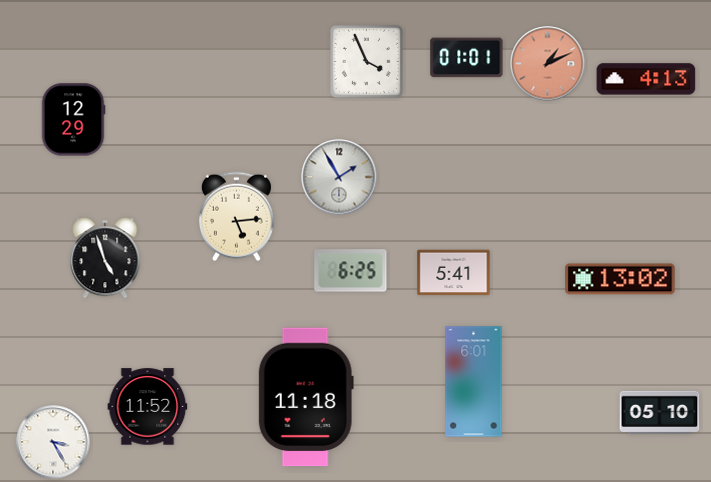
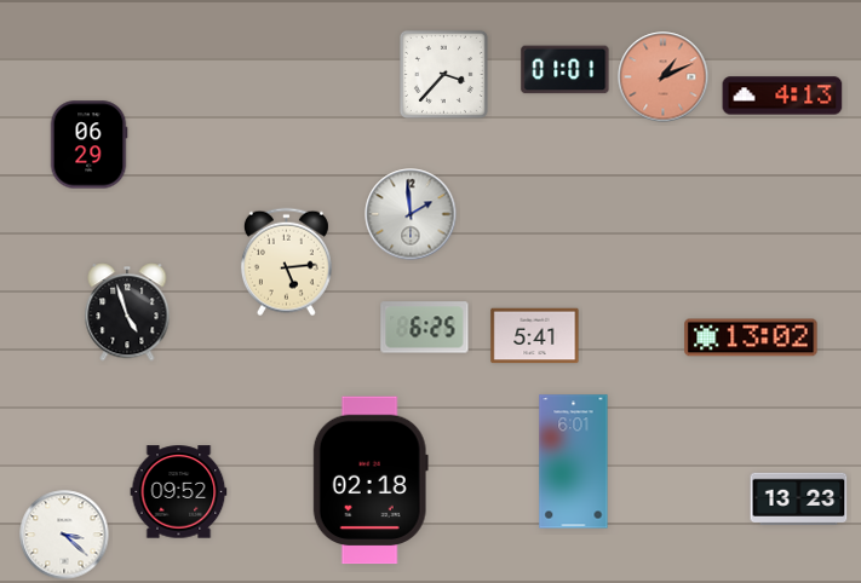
clock at (366, 61): 3:56 -> 3:37
clock at (73, 120): 12:29 -> 06:29
clock at (339, 177): 1:55 -> 1:59
clock at (454, 273) position: (454, 273) -> (535, 336)
clock at (306, 397): 11:18 -> 02:18
clock at (148, 407): 11:52 -> 09:52
clock at (660, 412): 05:10 -> 13:23
clock at (53, 442): 3:25 -> 3:22
